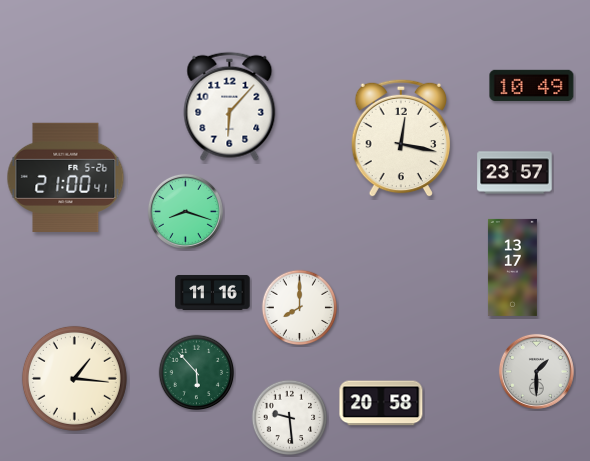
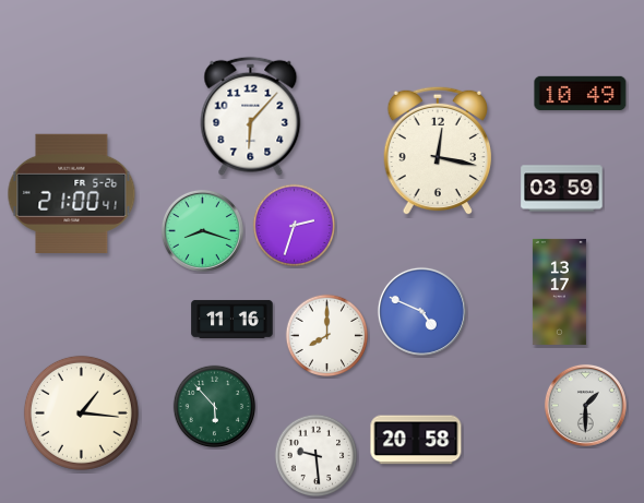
clock at (515, 173): 23:57 -> 03:59
clock at (295, 226): none -> 2:33
clock at (421, 311): none -> 4:49
